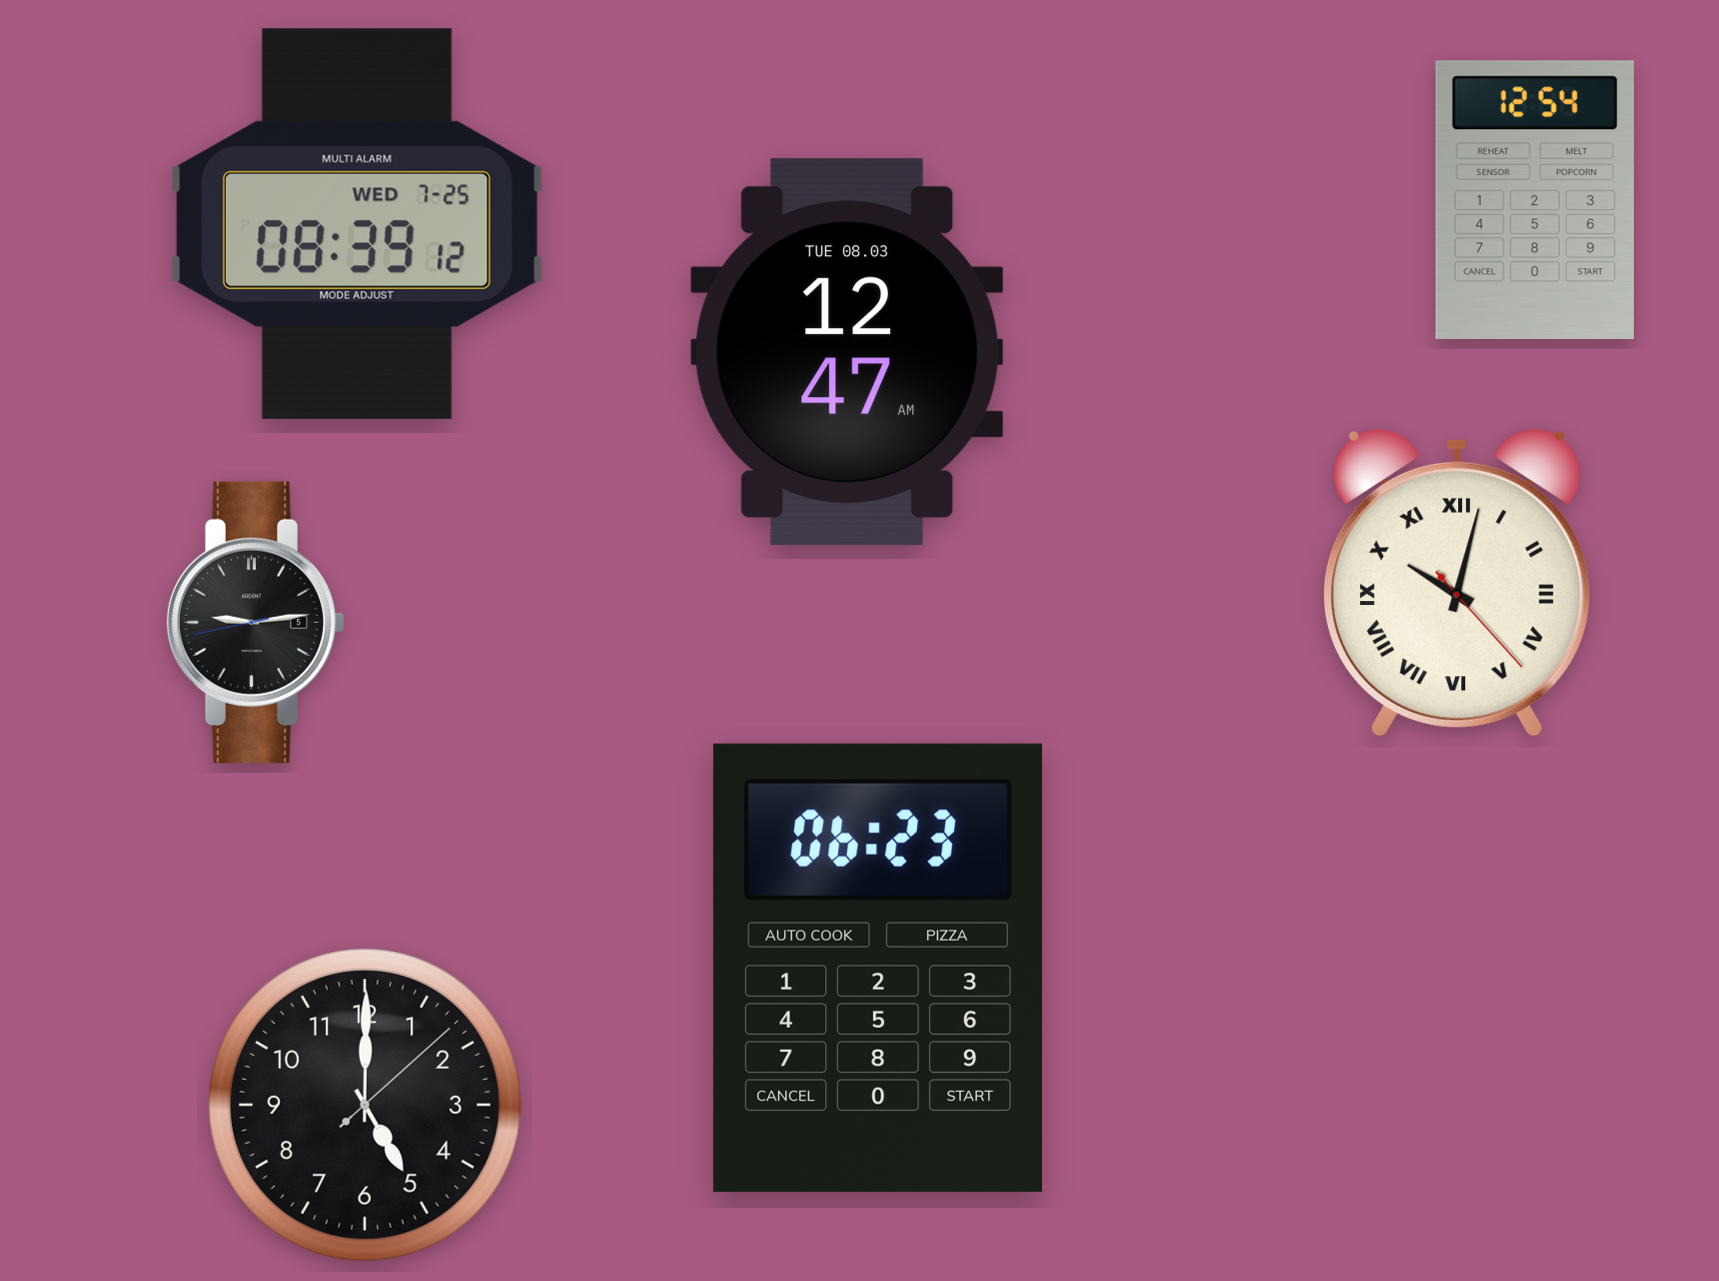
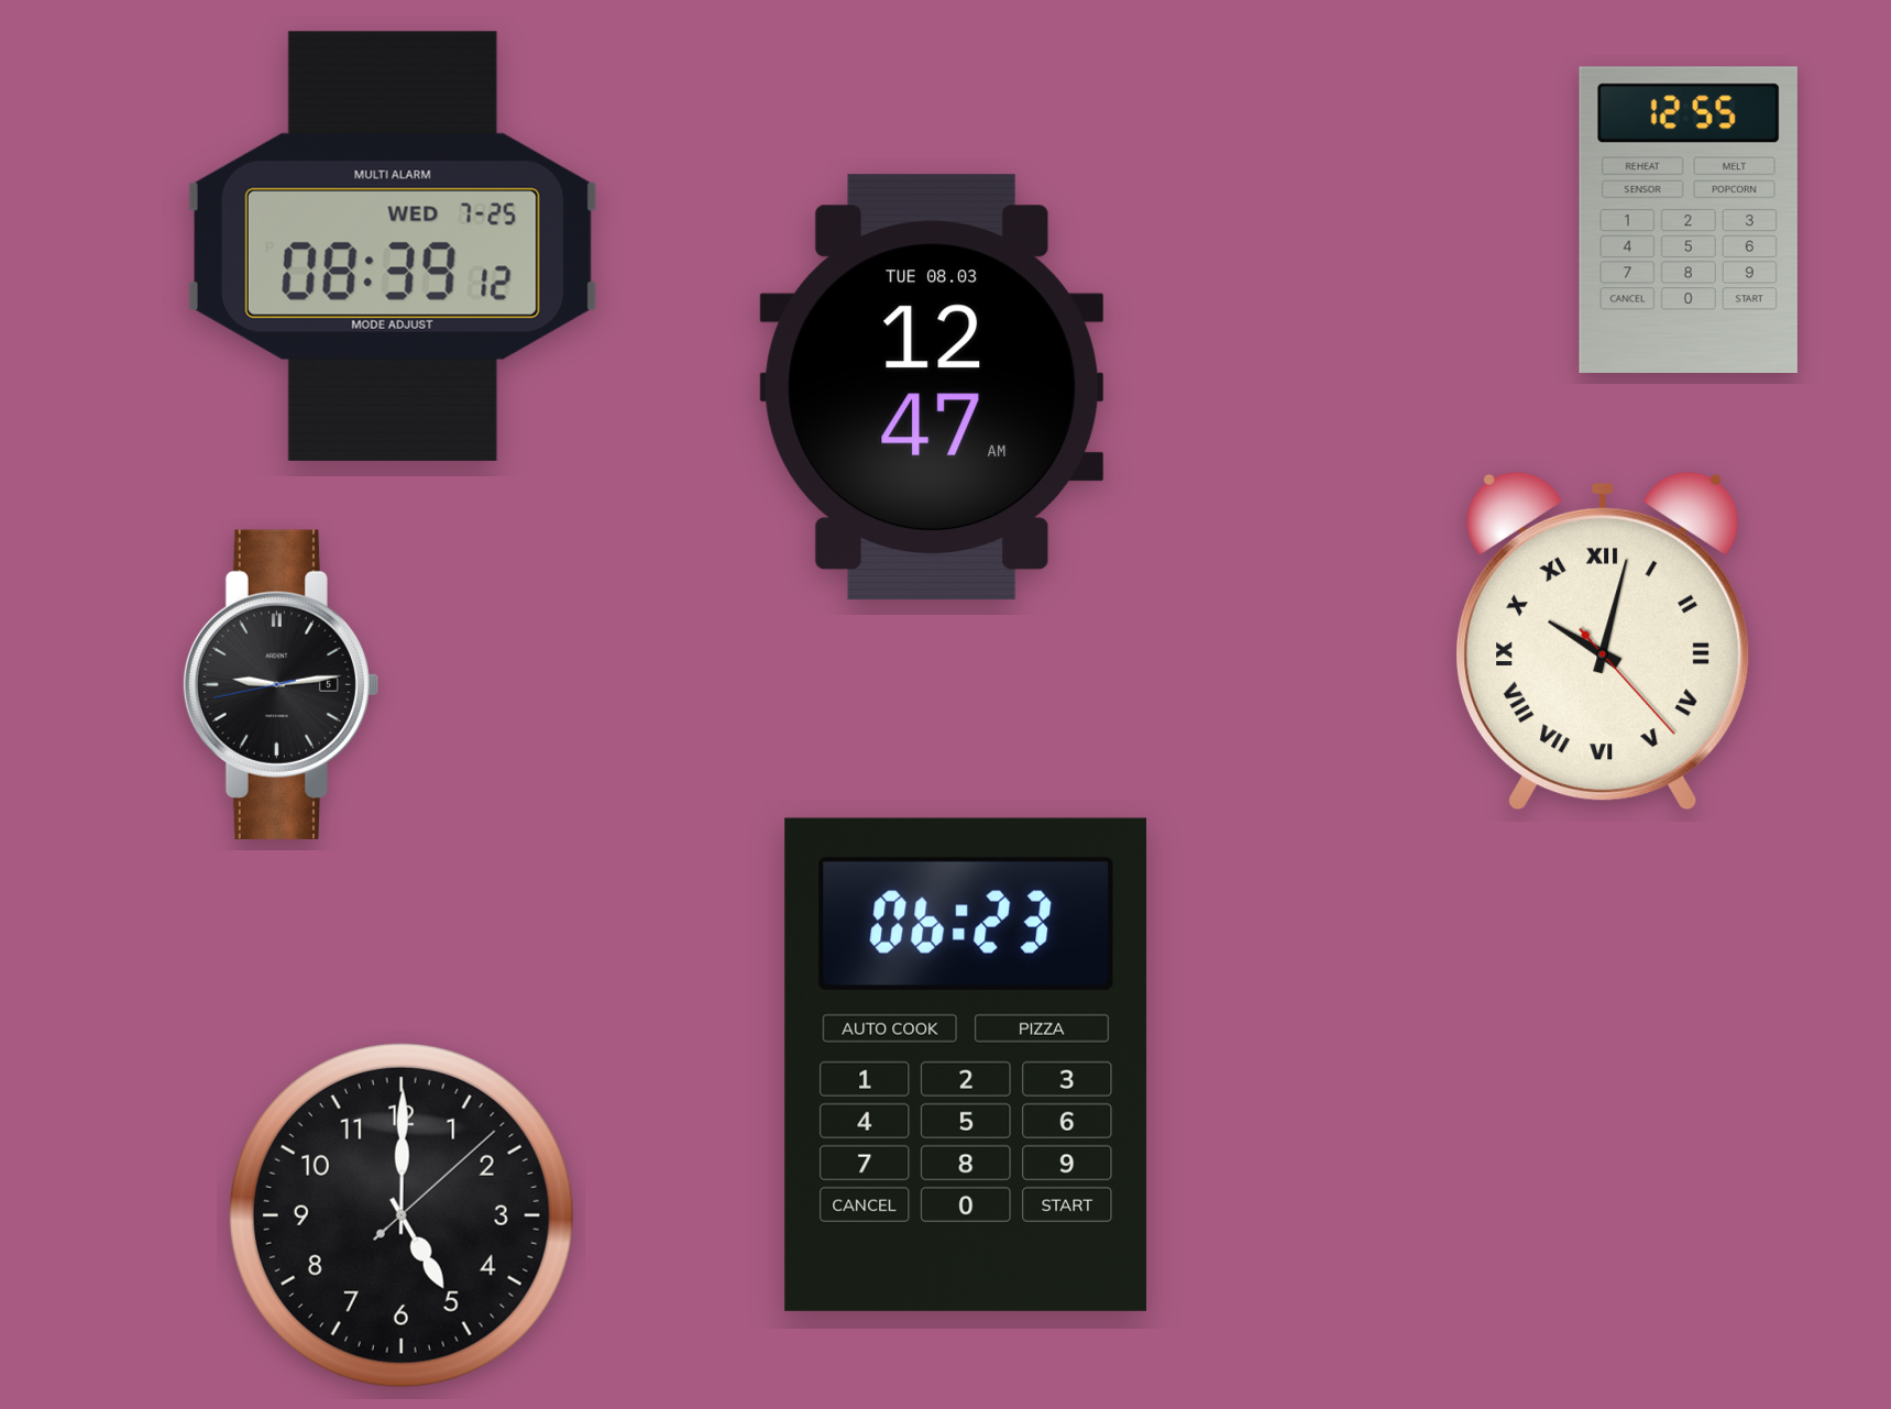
clock at (1535, 199): 12:54 -> 12:55
